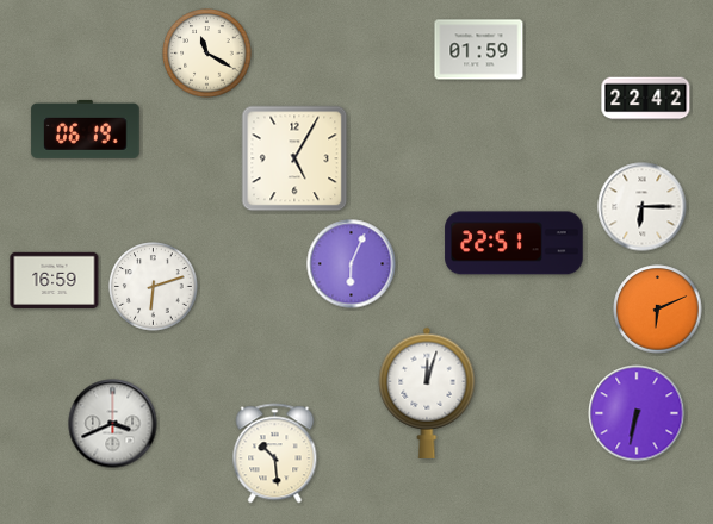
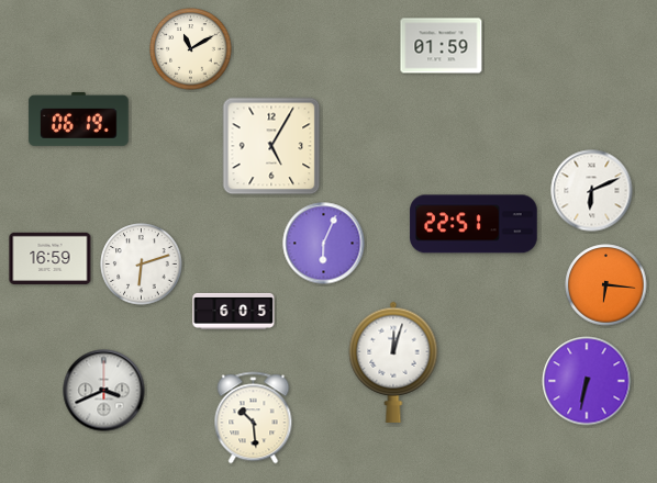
clock at (207, 54): 11:20 -> 11:10
clock at (646, 99): 22:42 -> none
clock at (643, 207): 6:15 -> 6:11
clock at (658, 310): 6:11 -> 6:16
clock at (234, 311): none -> 6:05
